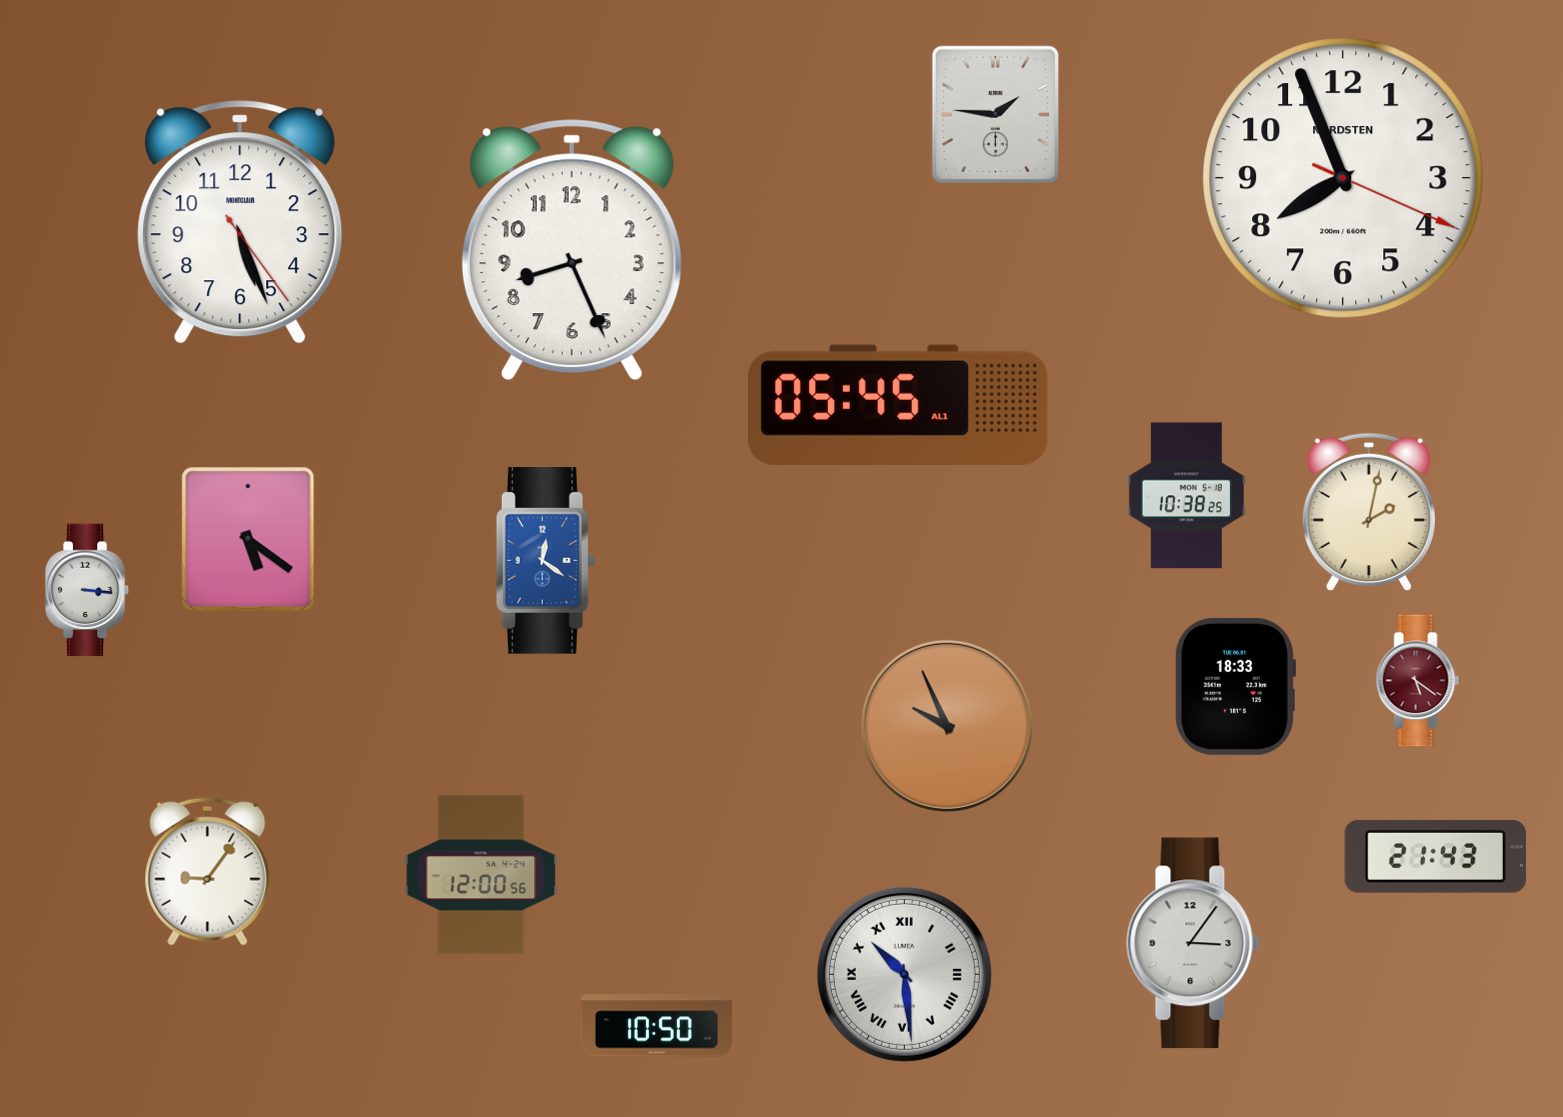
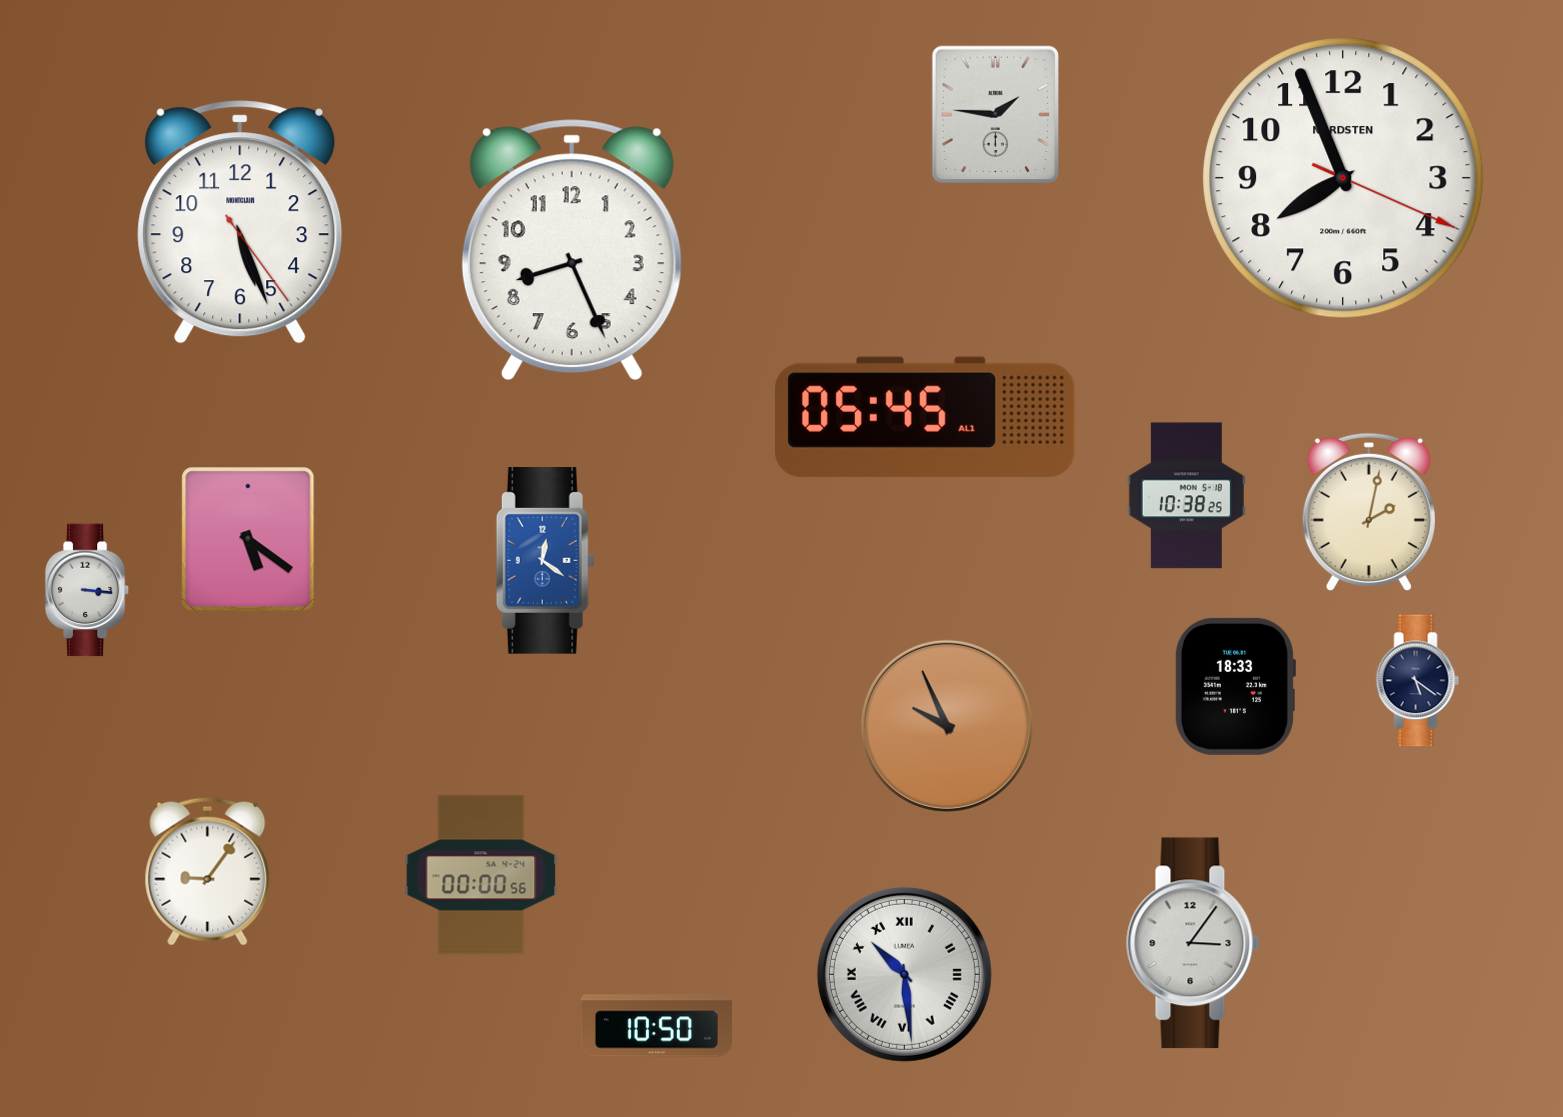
clock at (899, 405) position: (899, 405) -> (926, 417)
clock at (1418, 681) dial: burgundy -> navy
clock at (1435, 856): 21:43 -> none
clock at (481, 875): 12:00 -> 00:00
